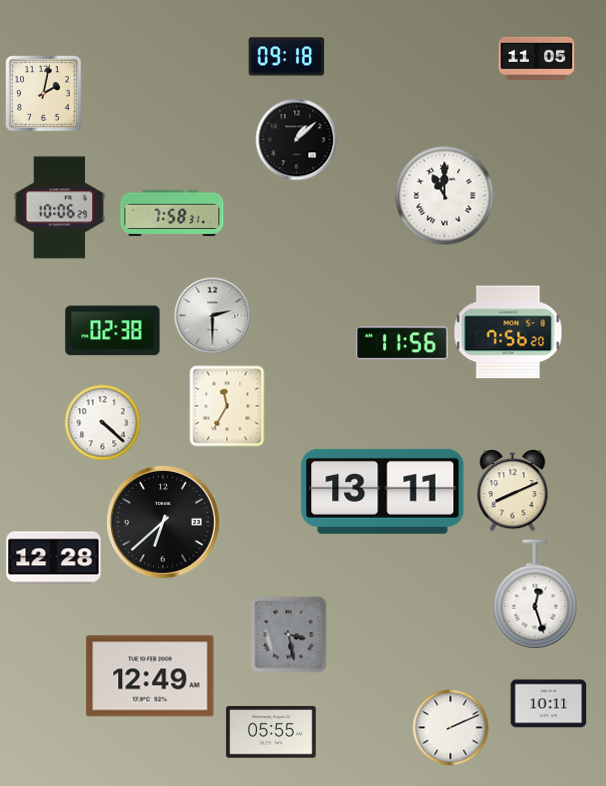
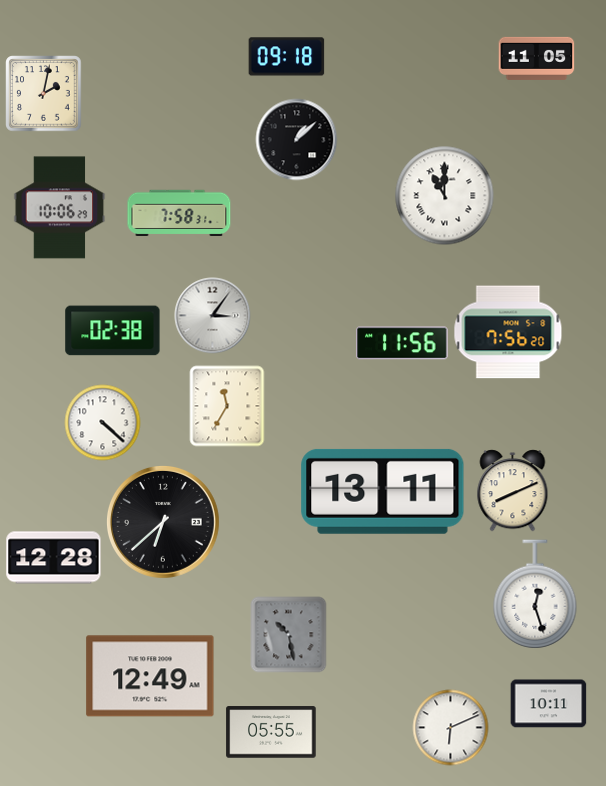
clock at (172, 212) position: (172, 212) -> (179, 212)
clock at (213, 316): 2:30 -> 3:06
clock at (289, 635): 3:28 -> 10:28
clock at (451, 728): 2:11 -> 6:11
